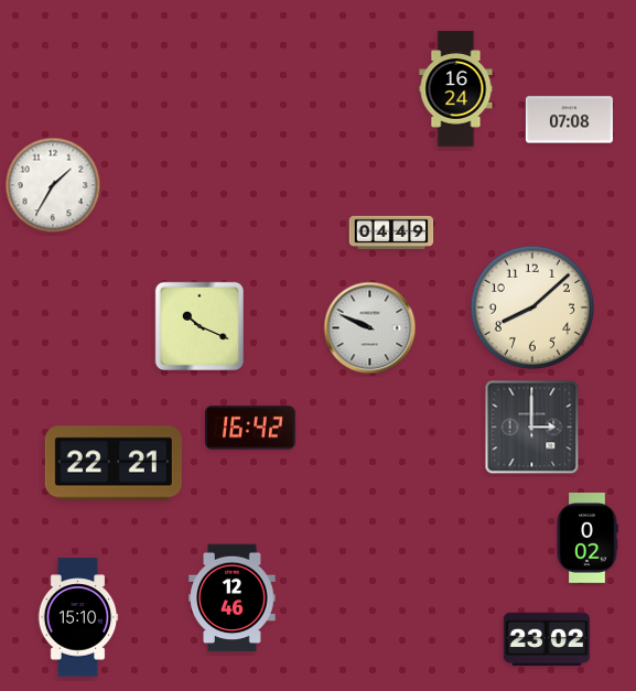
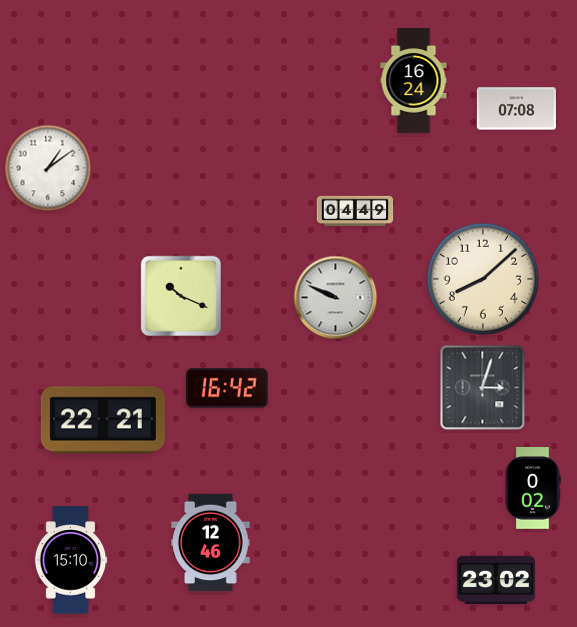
clock at (53, 185): 1:35 -> 1:09
clock at (532, 428): 3:00 -> 3:03
